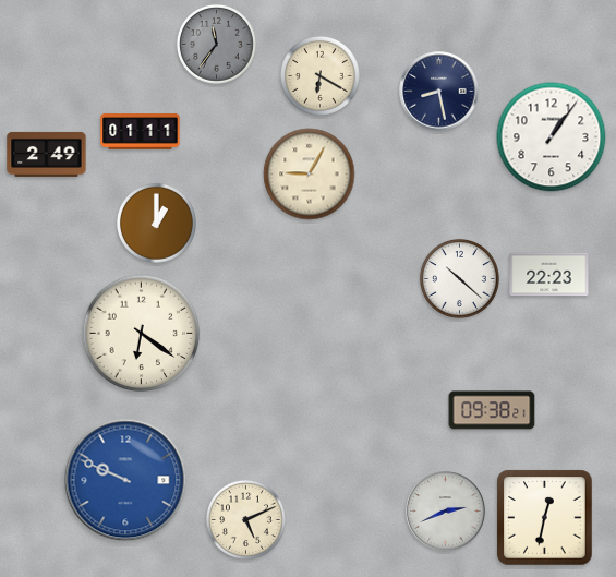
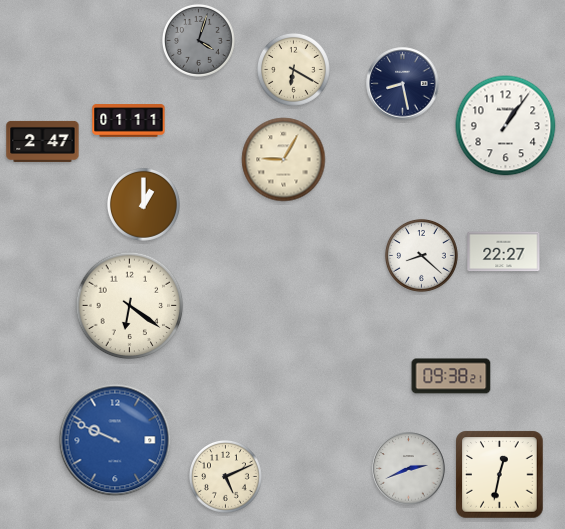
clock at (217, 45): 11:36 -> 4:03
clock at (47, 154): 2:49 -> 2:47
clock at (549, 275): 22:23 -> 22:27
clock at (460, 279): 10:22 -> 8:22
